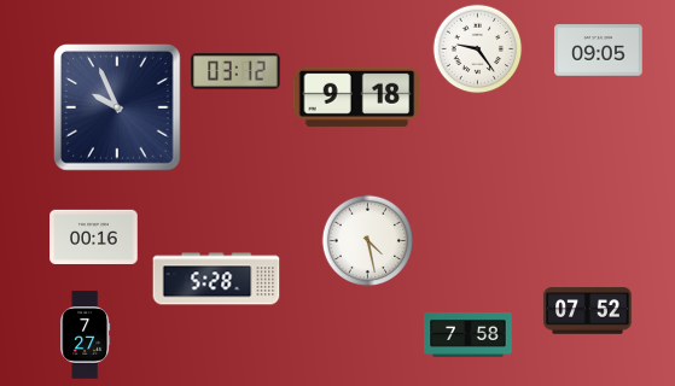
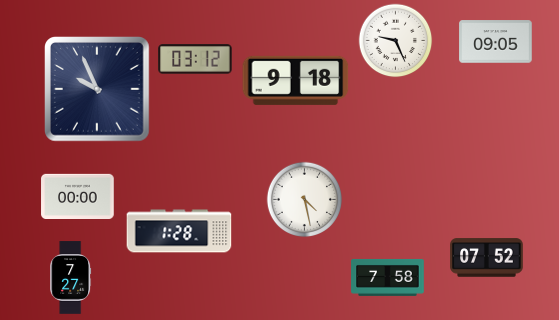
clock at (478, 49): 9:24 -> 9:26
clock at (94, 236): 00:16 -> 00:00
clock at (216, 279): 5:28 -> 1:28
